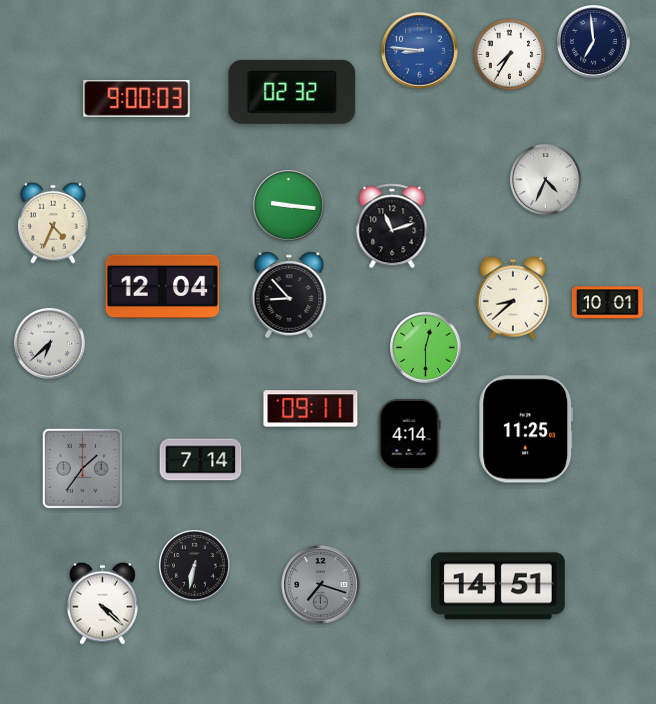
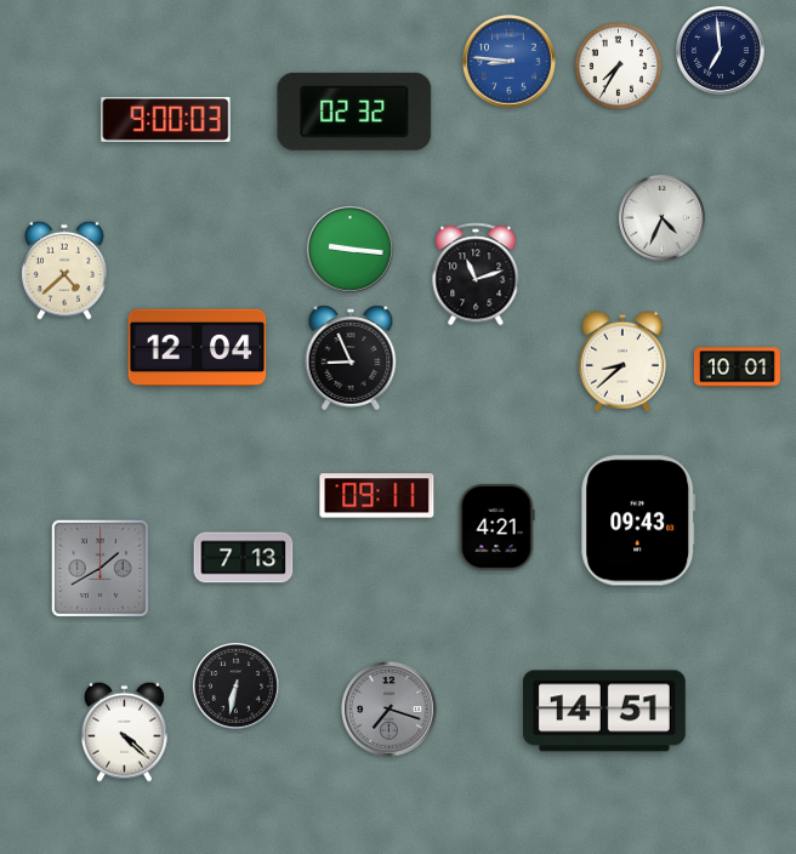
clock at (53, 223): 4:34 -> 4:38
clock at (289, 295): 8:53 -> 8:56
clock at (49, 343): 6:38 -> none
clock at (425, 347): 12:30 -> none
clock at (526, 429): 11:25 -> 09:43
clock at (409, 434): 4:14 -> 4:21
clock at (201, 460): 7:14 -> 7:13
clock at (82, 468): 1:36 -> 1:40
